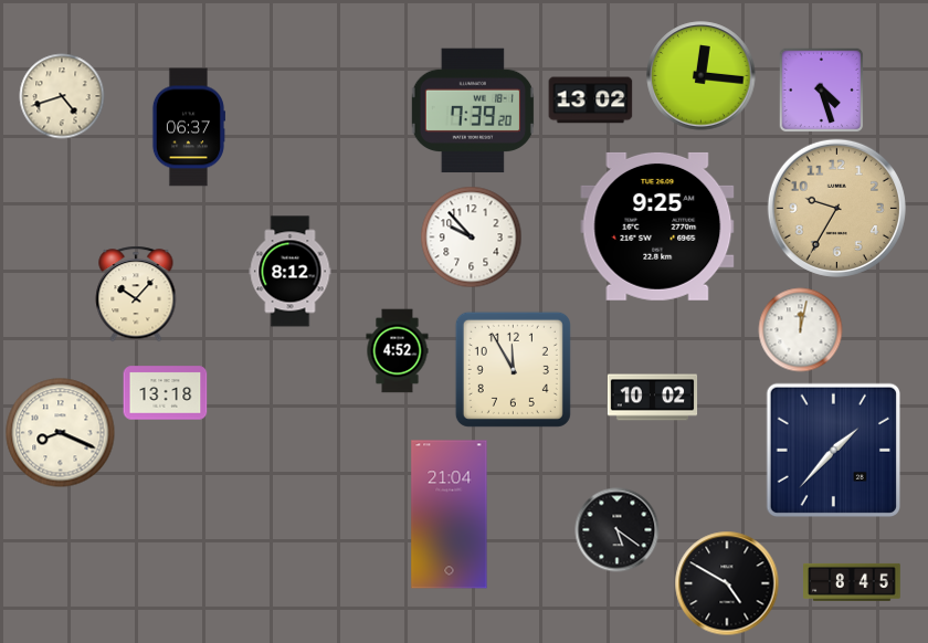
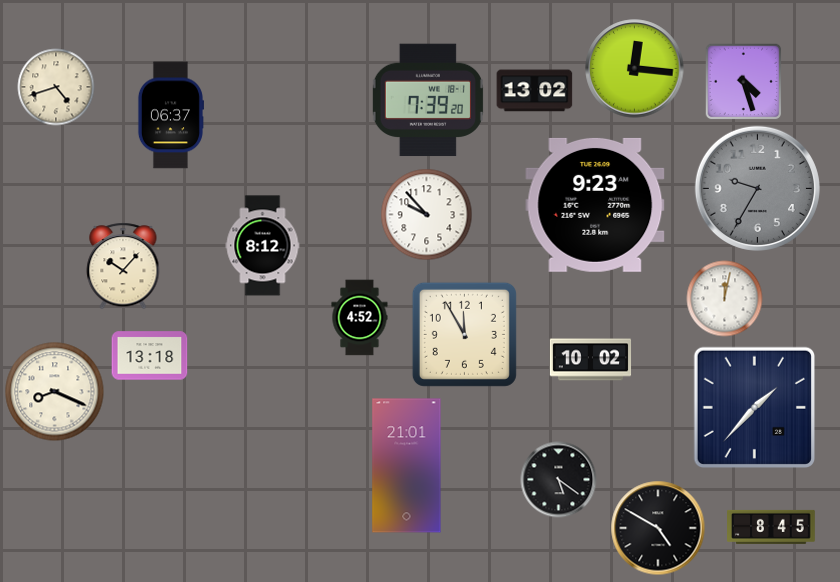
clock at (836, 208) dial: champagne -> grey
clock at (657, 226): 9:25 -> 9:23
clock at (450, 515): 21:04 -> 21:01
